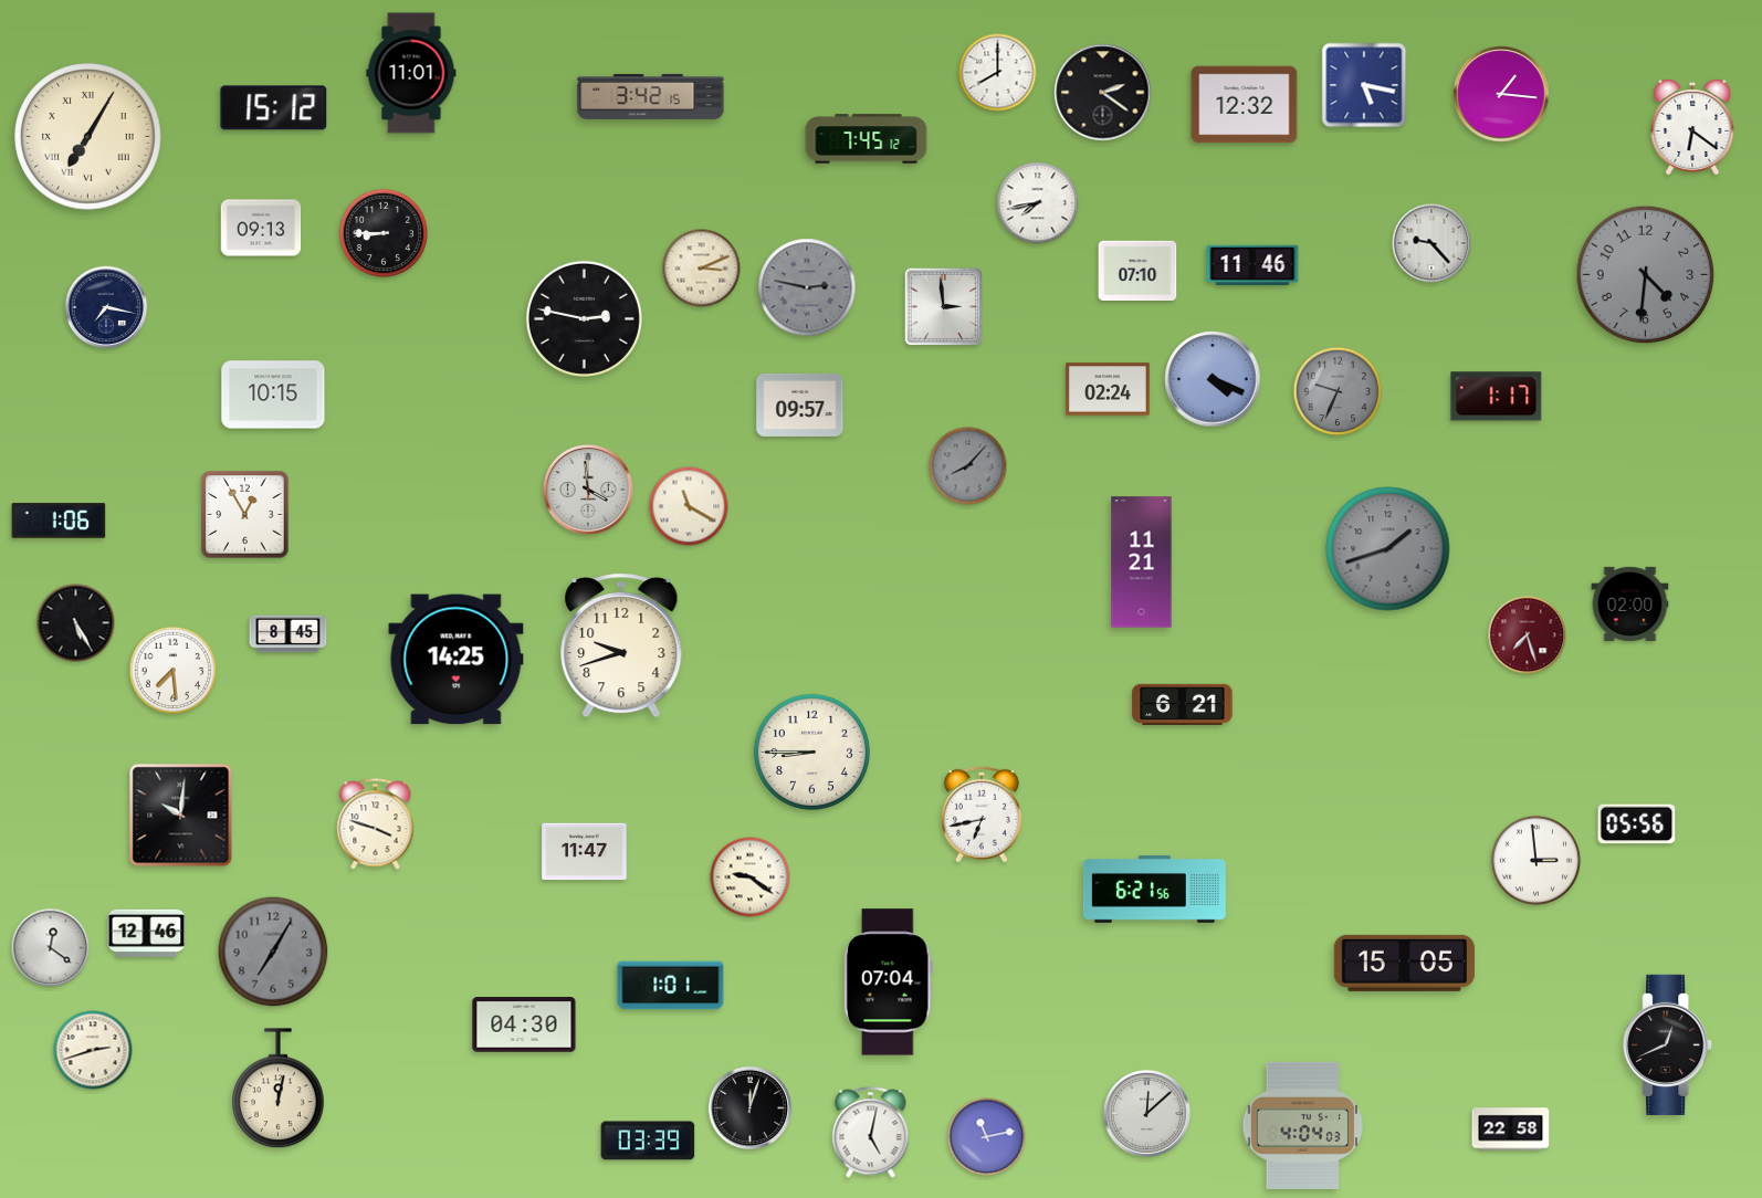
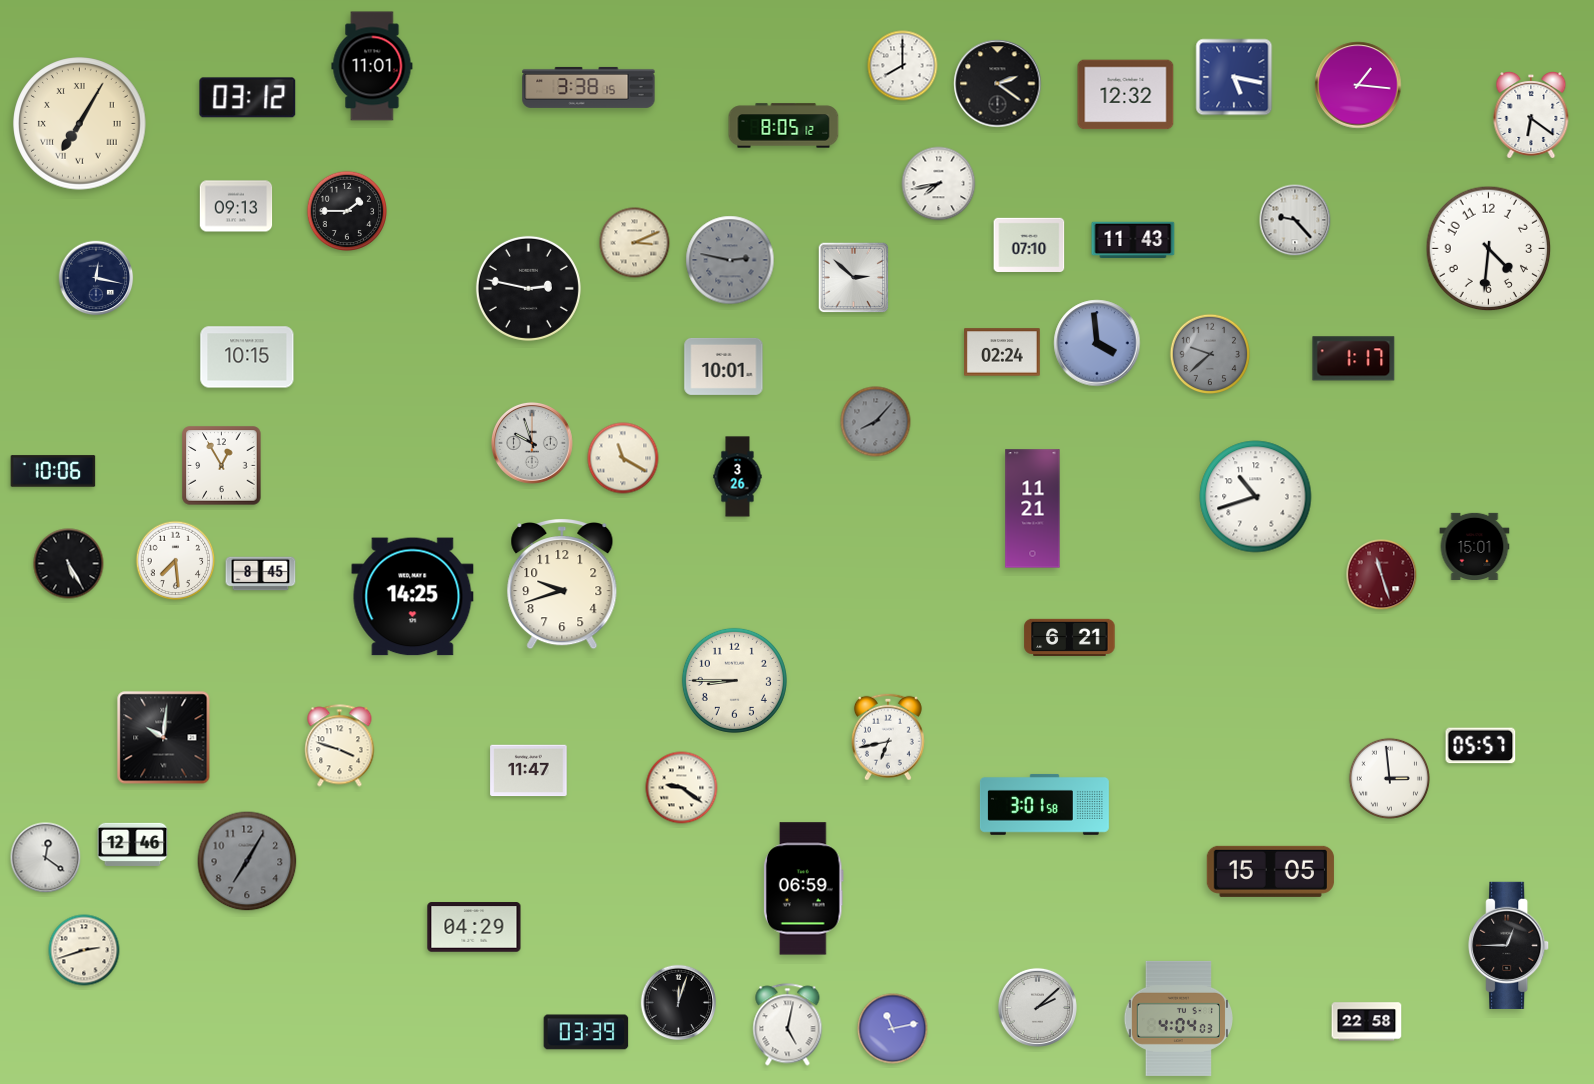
clock at (651, 96): 3:42 -> 3:38
clock at (274, 108): 15:12 -> 03:12
clock at (867, 139): 7:45 -> 8:05
clock at (382, 232): 8:45 -> 1:45
clock at (1252, 265): 11:46 -> 11:43
clock at (1646, 275) dial: grey -> white
clock at (106, 307): 7:17 -> 12:17
clock at (944, 307): 2:59 -> 2:52
clock at (1213, 379): 4:19 -> 3:59
clock at (1336, 390): 9:34 -> 9:38
clock at (800, 404): 09:57 -> 10:01
clock at (588, 490): 3:59 -> 9:57
clock at (59, 521): 1:06 -> 10:06
clock at (738, 477): none -> 3:26
clock at (1388, 549): 1:42 -> 10:42
clock at (1388, 549) dial: grey -> white
clock at (1630, 603): 02:00 -> 15:01
clock at (1528, 635): 7:27 -> 11:27
clock at (174, 671) position: (174, 671) -> (176, 561)
clock at (1637, 824): 05:56 -> 05:57
clock at (751, 878) position: (751, 878) -> (682, 788)
clock at (1154, 889): 6:21 -> 3:01
clock at (888, 982): 07:04 -> 06:59
clock at (671, 986): 1:01 -> none
clock at (524, 1024): 04:30 -> 04:29
clock at (1668, 1044): 12:41 -> 12:45
clock at (279, 1089): 12:02 -> none
clock at (1146, 1113): 12:08 -> 2:08
